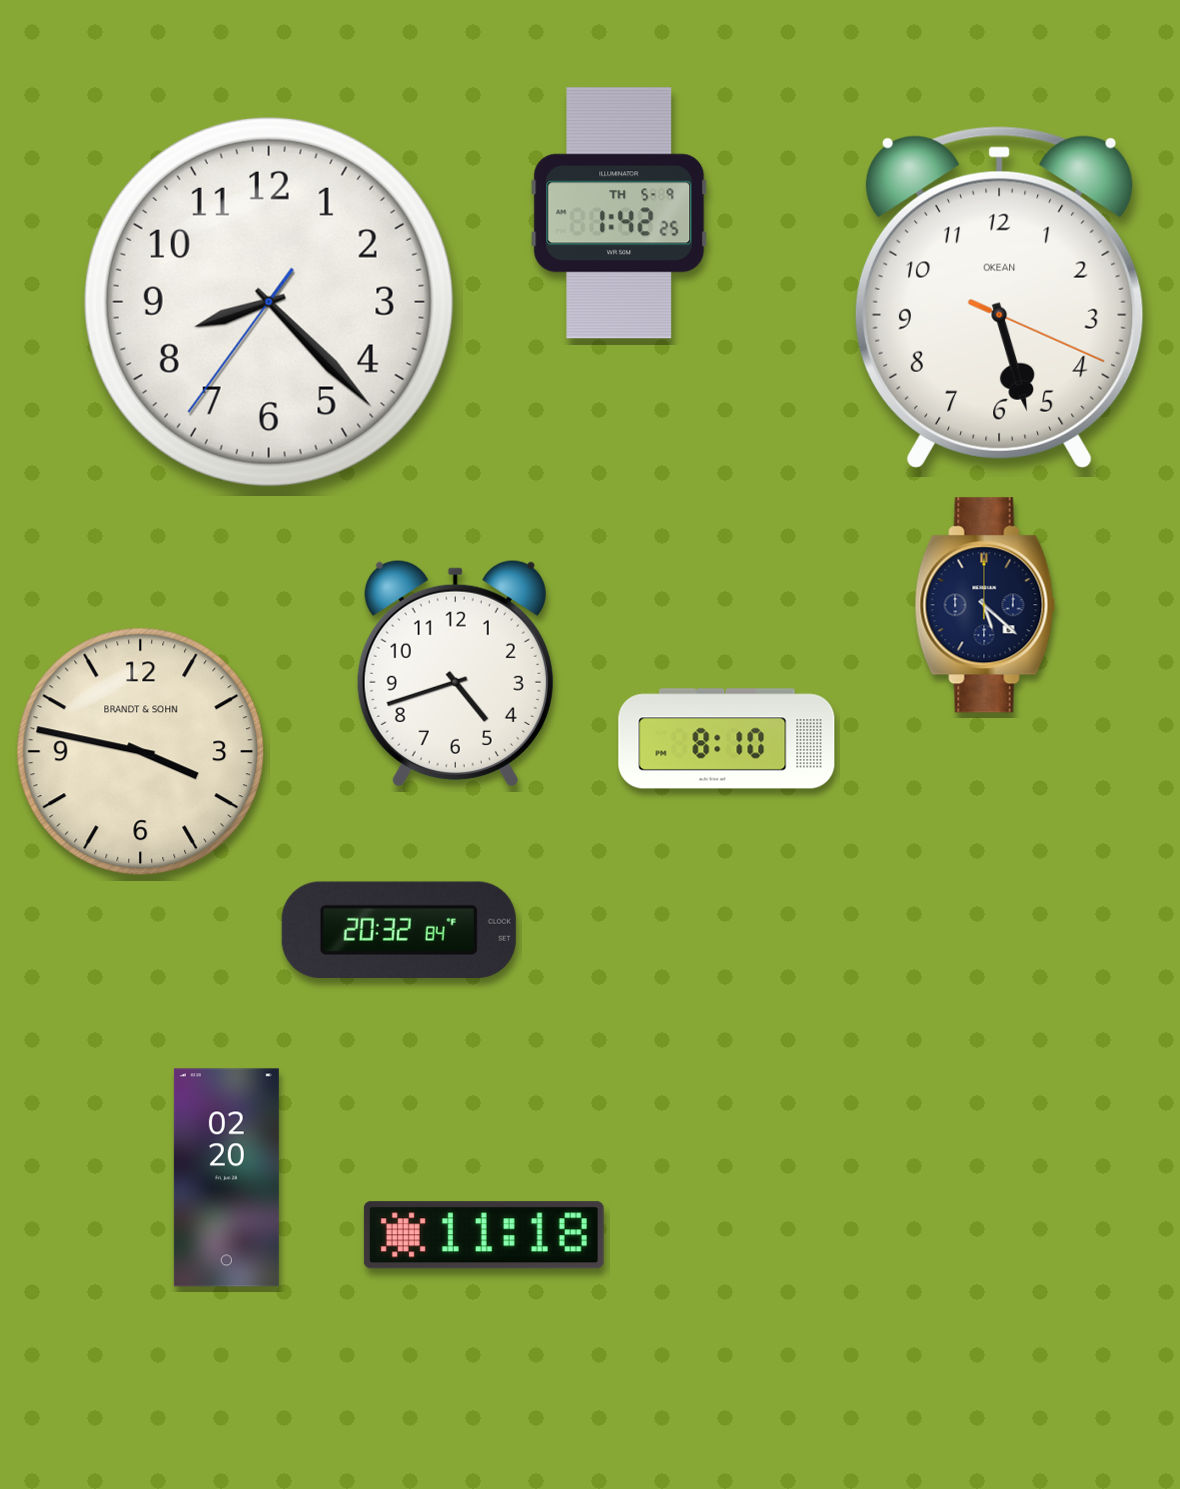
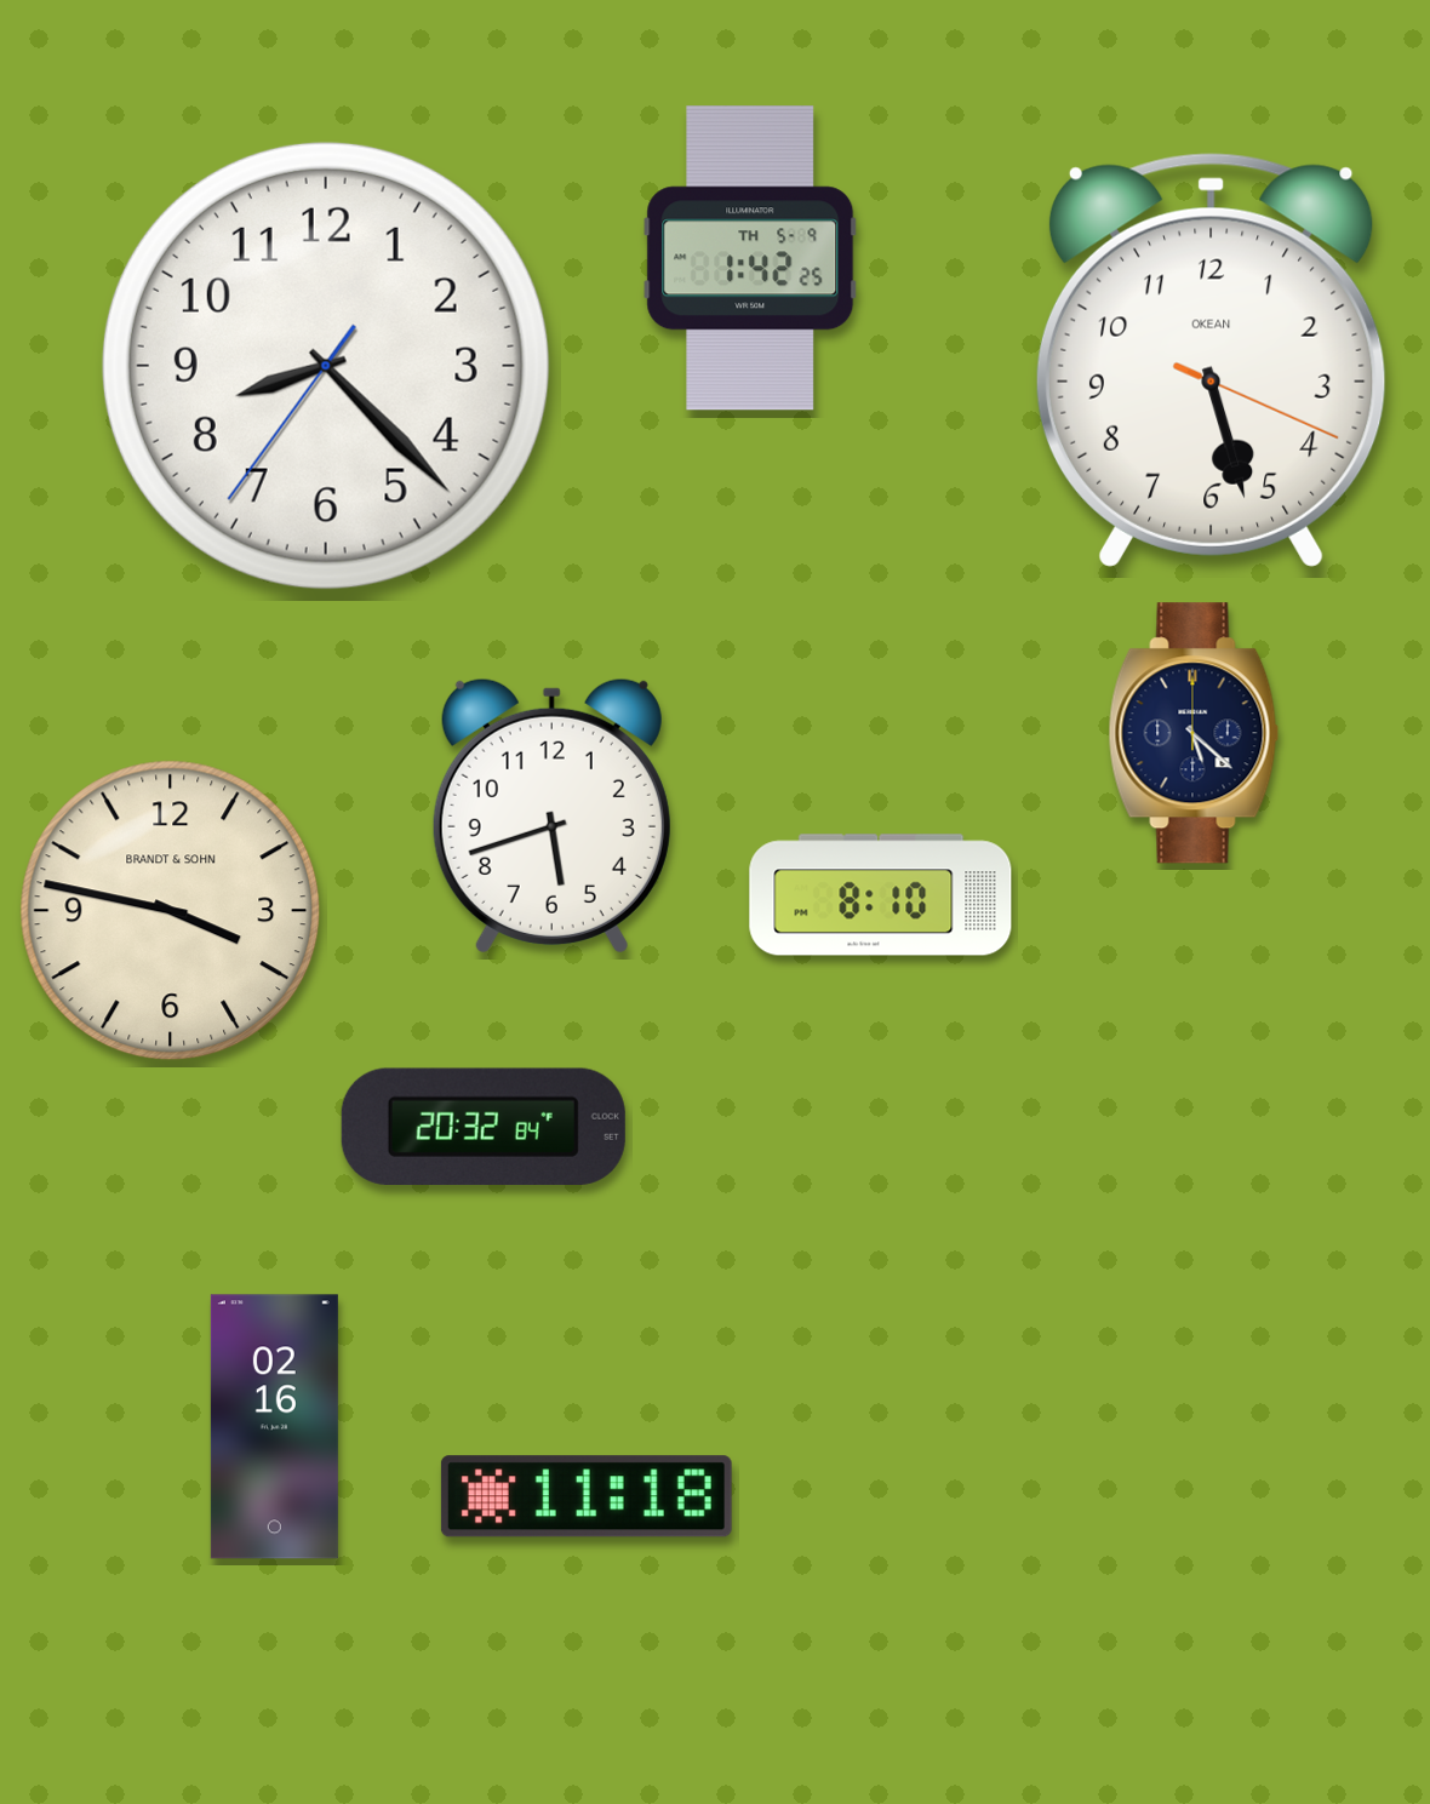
clock at (455, 673): 4:42 -> 5:42
clock at (226, 1178): 02:20 -> 02:16
